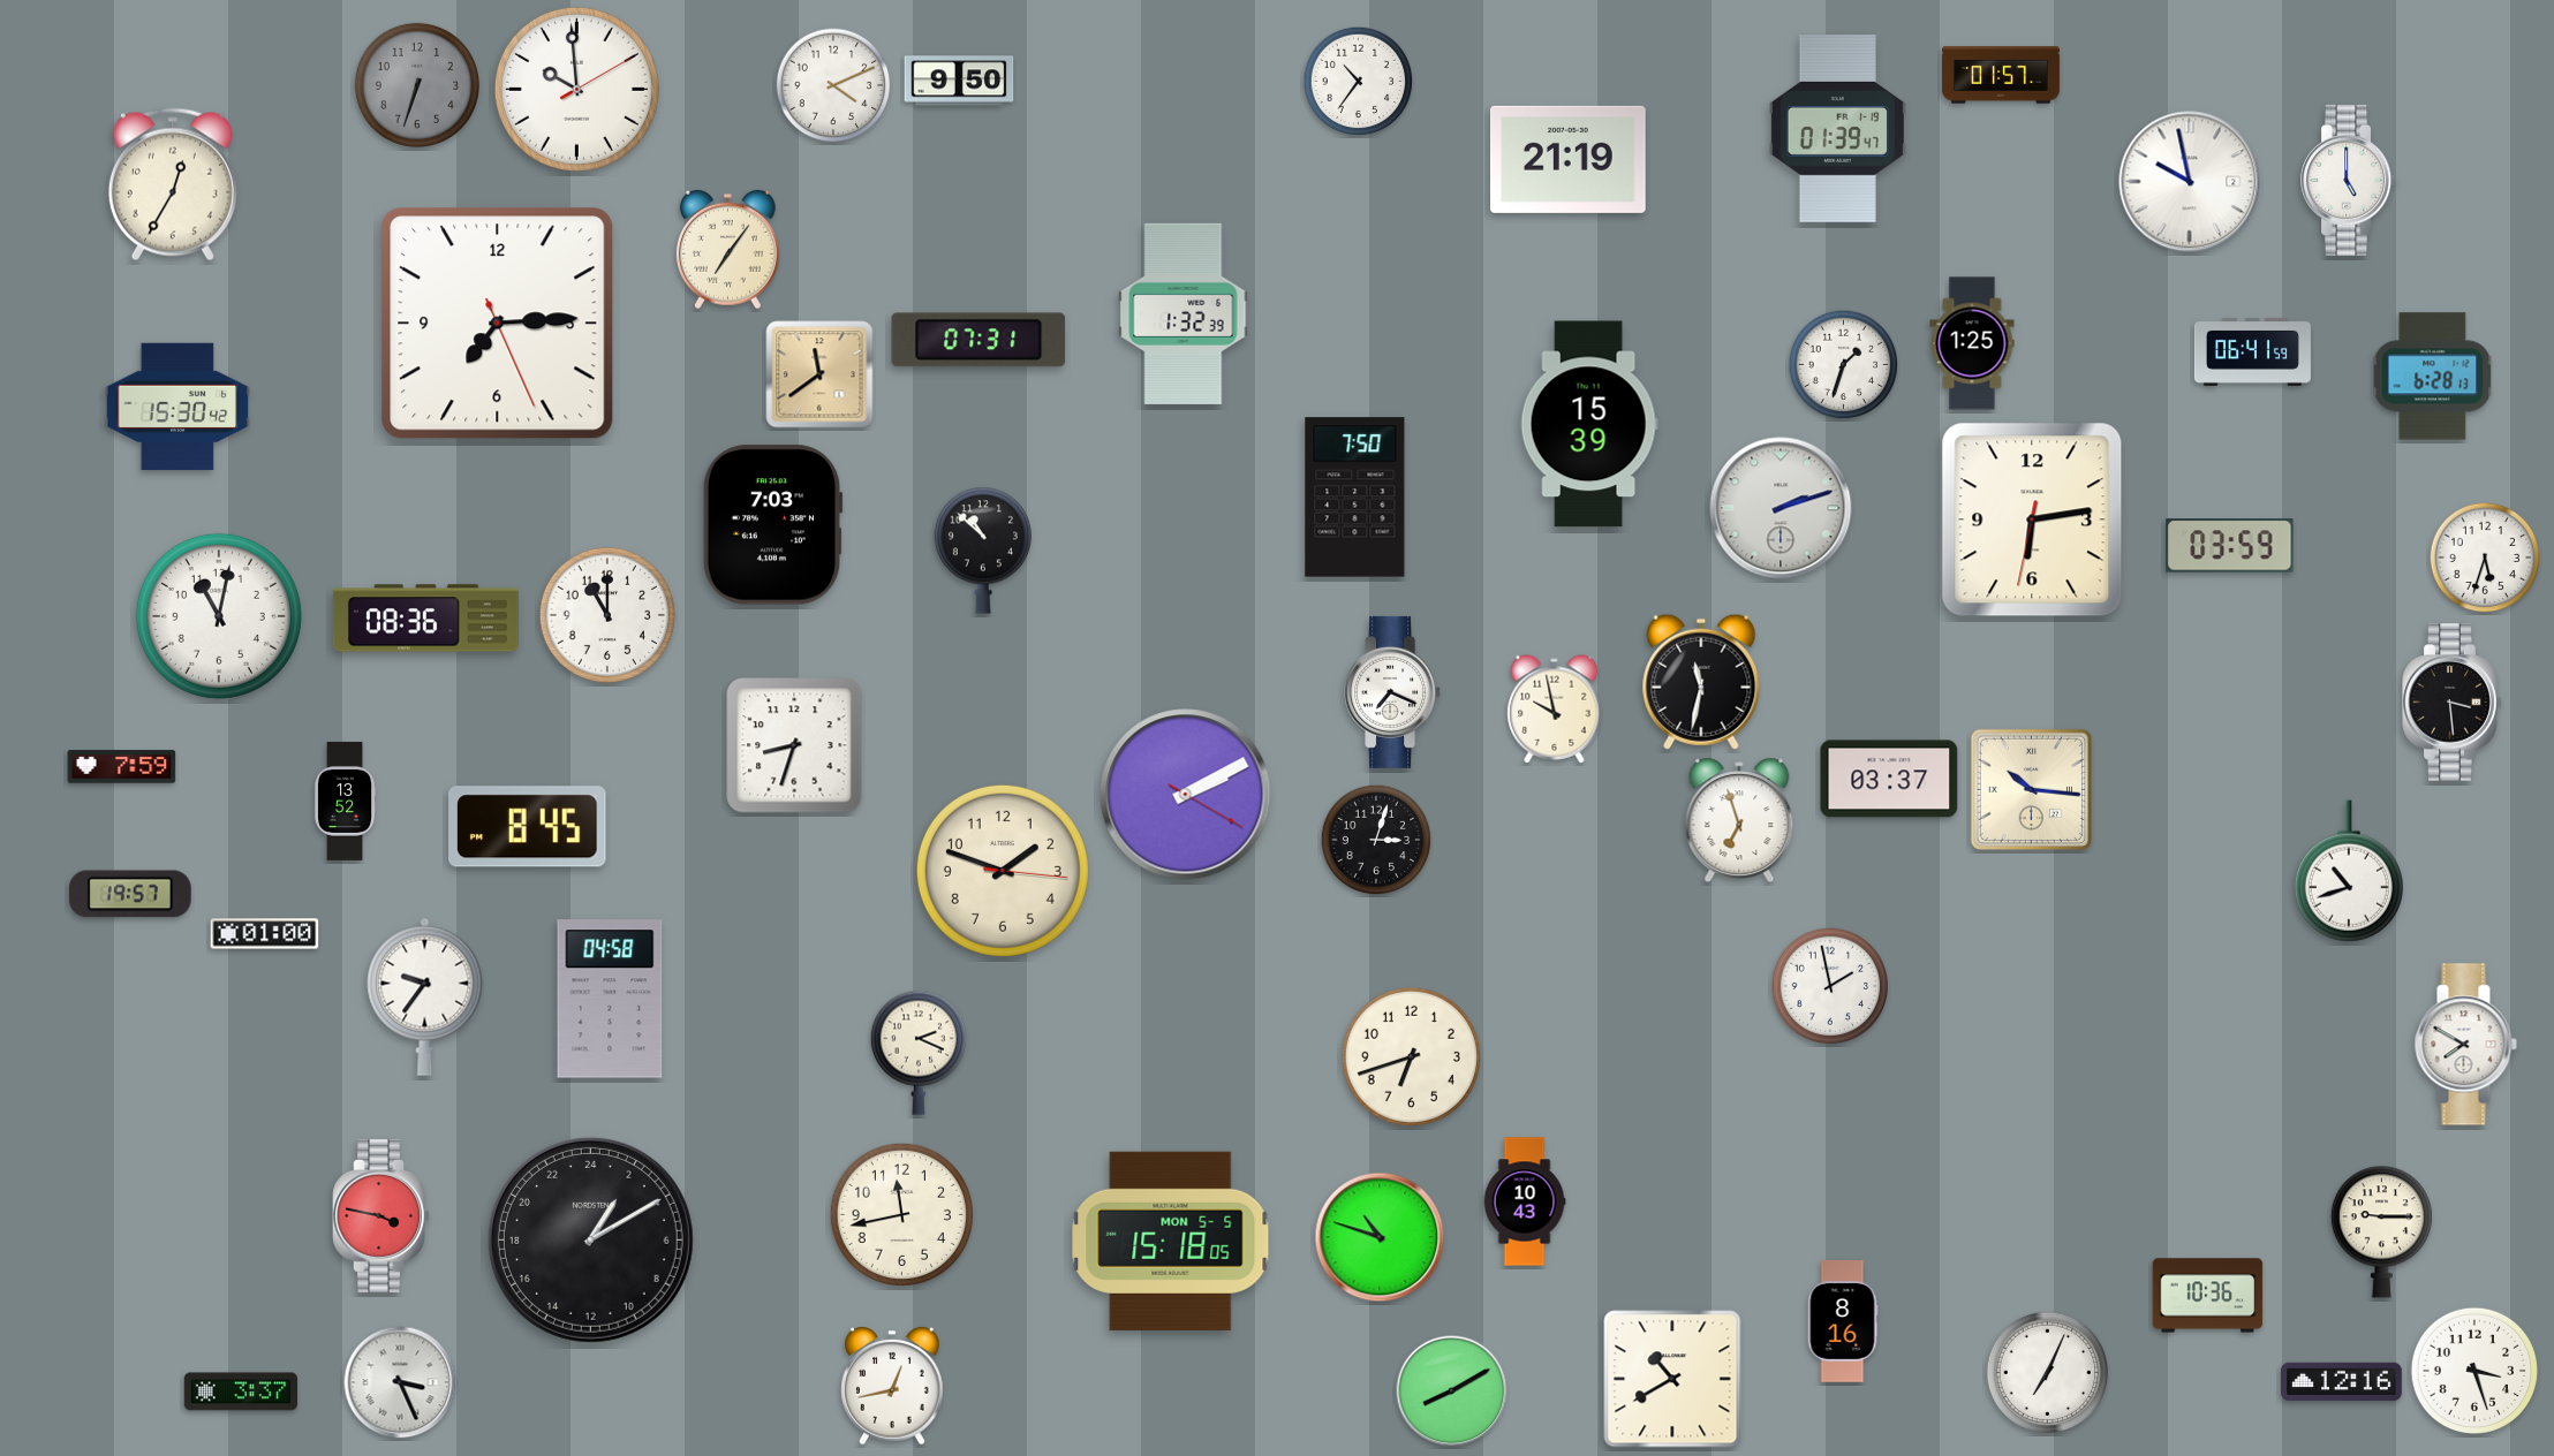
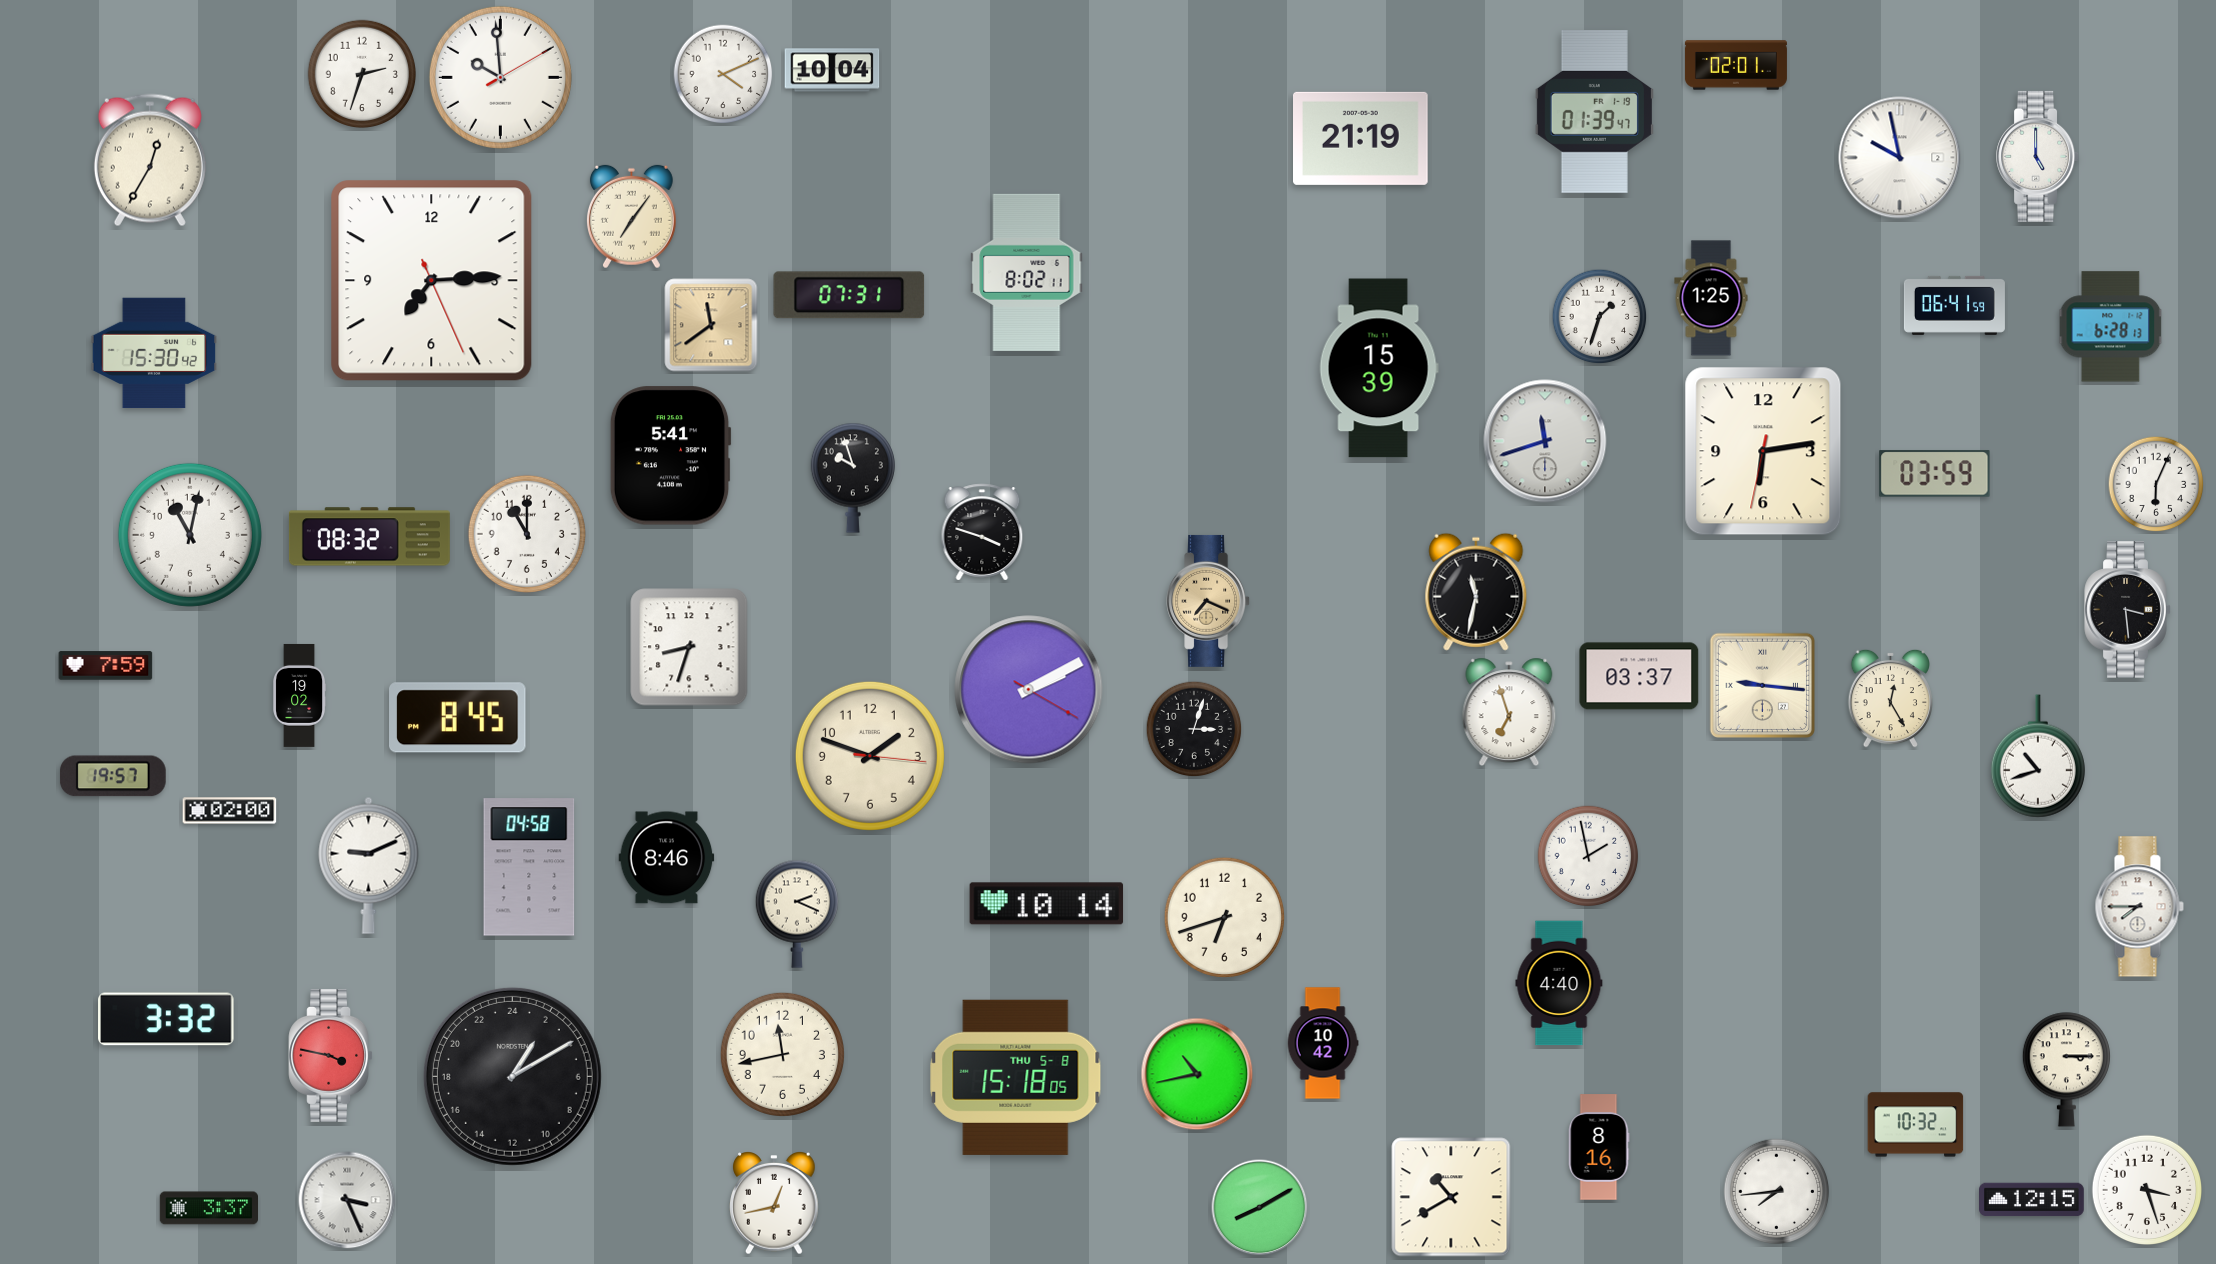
clock at (2001, 75): 01:57 -> 02:01
clock at (959, 81): 9:50 -> 10:04
clock at (1359, 82): 10:36 -> none
clock at (416, 84): 6:33 -> 2:33
clock at (416, 84) dial: grey -> white
clock at (1184, 313): 1:32 -> 8:02
clock at (1355, 498): 7:50 -> none
clock at (1781, 508): 2:12 -> 11:42
clock at (772, 525): 7:03 -> 5:41
clock at (983, 551): 10:52 -> 9:57
clock at (2485, 558): 5:33 -> 6:04
clock at (982, 532): none -> 3:48
clock at (425, 619): 08:36 -> 08:32
clock at (1393, 692) dial: white -> champagne
clock at (1555, 710): 9:58 -> none
clock at (2032, 790): 10:16 -> 9:16
clock at (346, 801): 13:52 -> 19:02
clock at (1890, 698): none -> 12:25
clock at (265, 934): 01:00 -> 02:00
clock at (667, 858): none -> 8:46
clock at (425, 996): 9:36 -> 9:11
clock at (1047, 904): none -> 10:14
clock at (2465, 1045): 7:50 -> 7:45
clock at (1559, 983): none -> 4:40
clock at (166, 1019): none -> 3:32
clock at (1525, 1201): 10:43 -> 10:42
clock at (2381, 1233): 9:15 -> 3:15
clock at (1380, 1237): 10:48 -> 10:43
clock at (1171, 1241) date: MON 5-5 -> THU 5-8
clock at (2208, 1296): 10:36 -> 10:32
clock at (2048, 1373): 7:04 -> 7:44
clock at (2342, 1382): 12:16 -> 12:15
